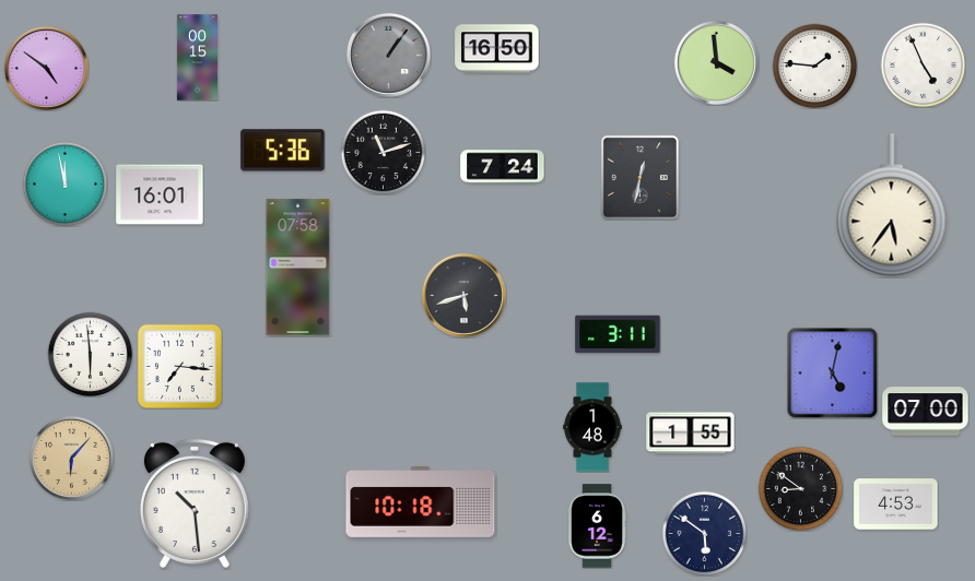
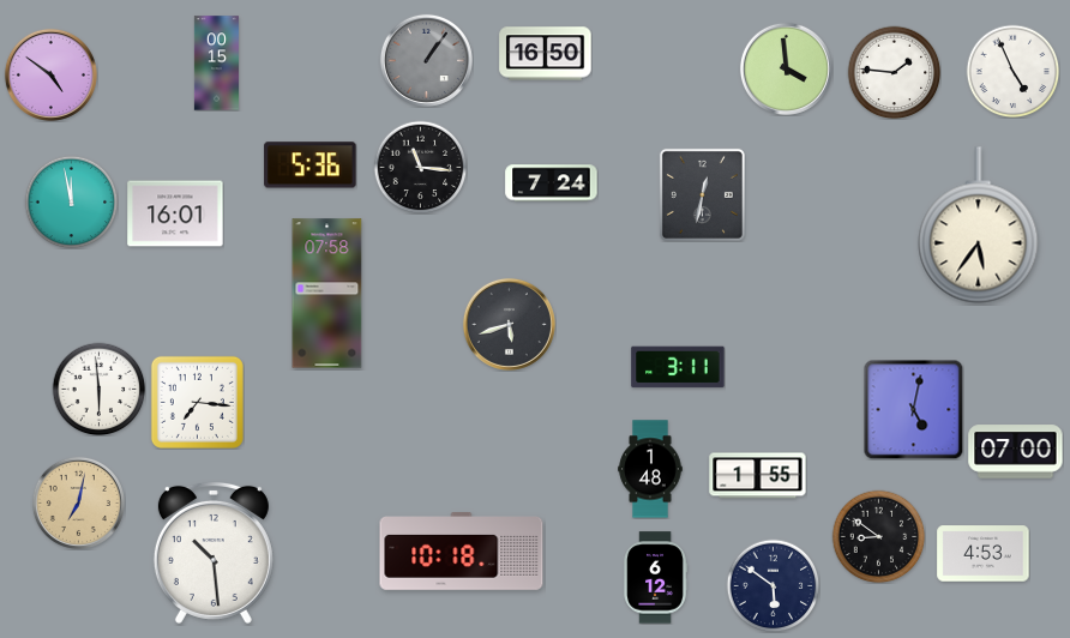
clock at (383, 152): 11:12 -> 11:16
clock at (71, 458): 6:07 -> 7:02
